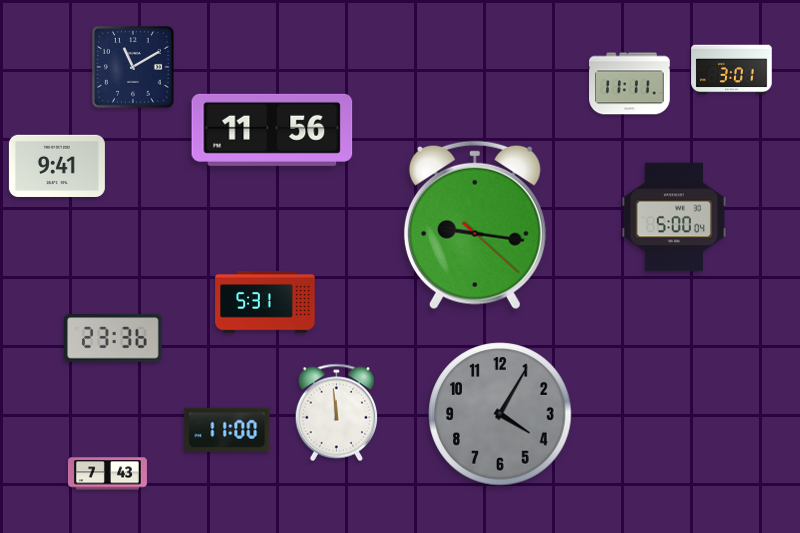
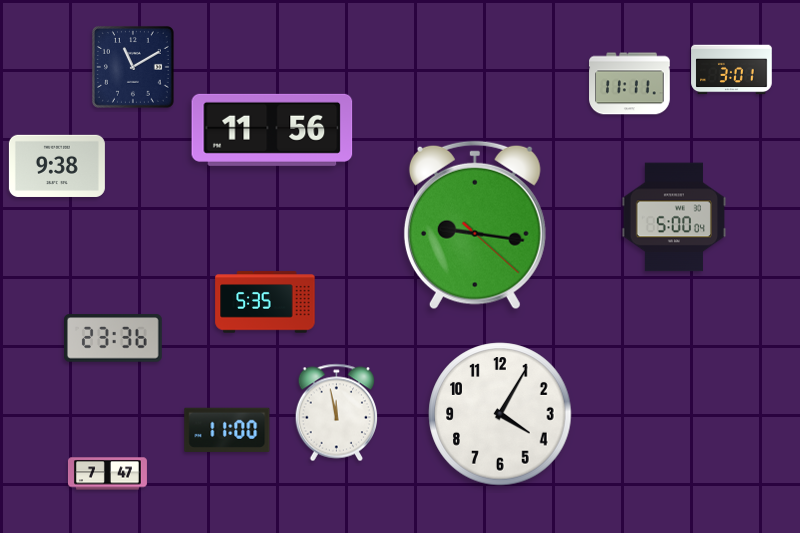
clock at (57, 166): 9:41 -> 9:38
clock at (265, 302): 5:31 -> 5:35
clock at (337, 413): 11:59 -> 11:58
clock at (500, 414) dial: grey -> white
clock at (107, 474): 7:43 -> 7:47
